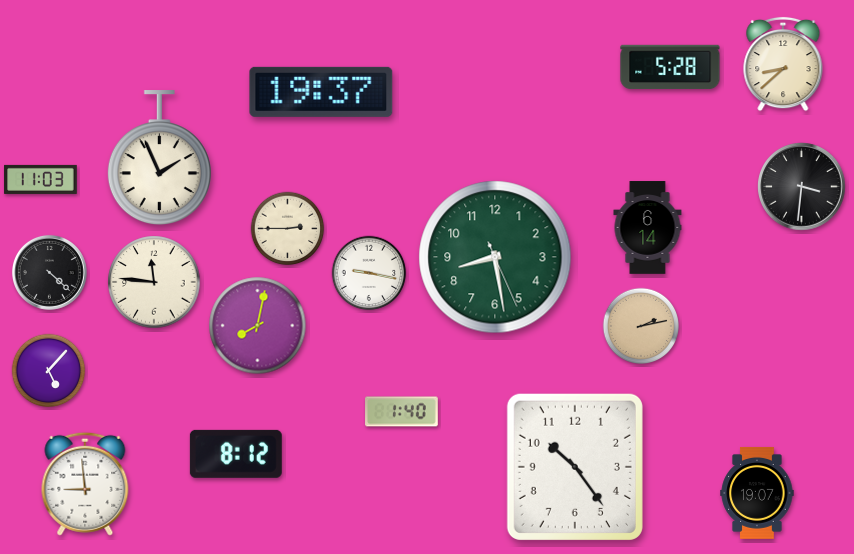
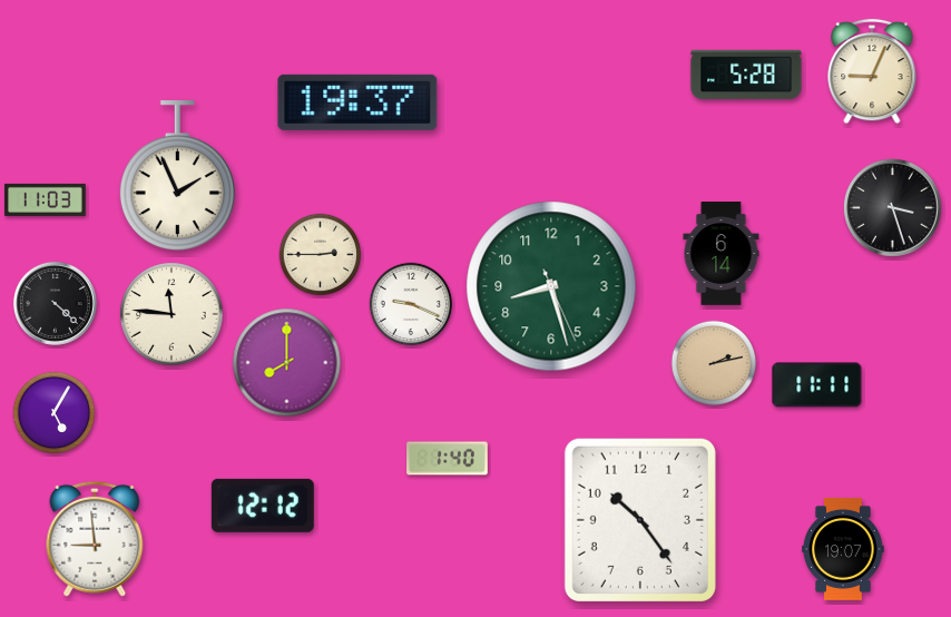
clock at (783, 64): 8:38 -> 9:04
clock at (802, 187): 3:31 -> 3:27
clock at (495, 257): 8:28 -> 8:27
clock at (369, 273): 9:17 -> 9:19
clock at (258, 326): 8:02 -> 8:00
clock at (817, 385): none -> 11:11
clock at (49, 371): 5:07 -> 5:05
clock at (236, 454): 8:12 -> 12:12
